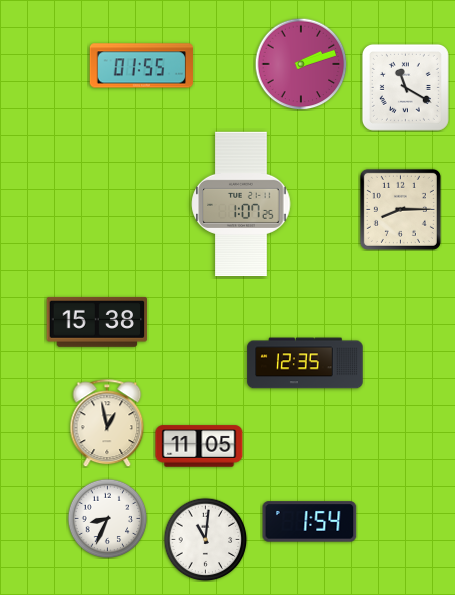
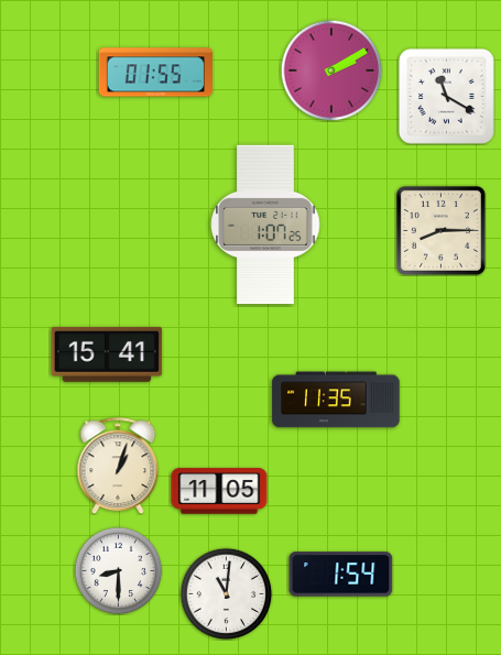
clock at (301, 64): 2:12 -> 2:10
clock at (97, 322): 15:38 -> 15:41
clock at (305, 363): 12:35 -> 11:35
clock at (107, 423): 12:58 -> 1:03
clock at (107, 518): 8:34 -> 8:30
